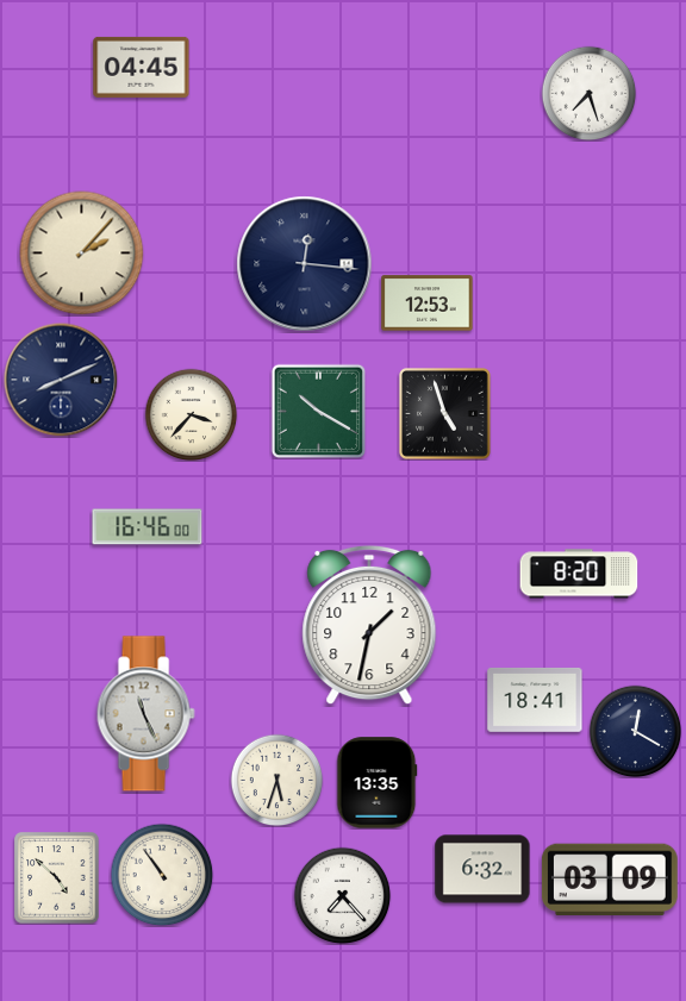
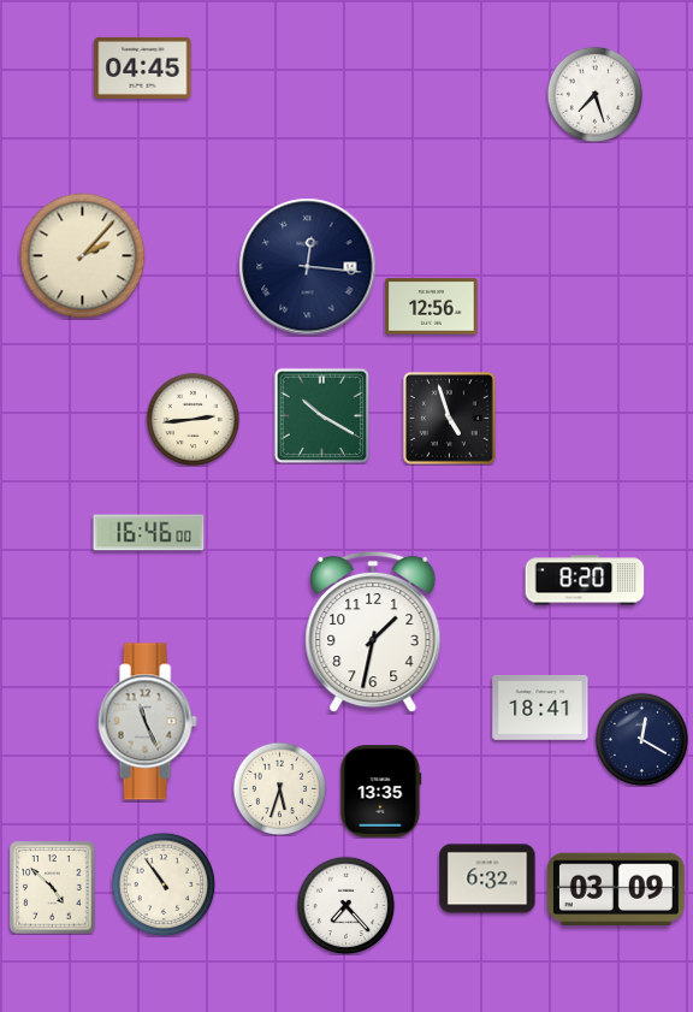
clock at (428, 304): 12:53 -> 12:56
clock at (61, 380): 8:11 -> none
clock at (191, 414): 3:37 -> 2:44
clock at (57, 878) position: (57, 878) -> (53, 888)
